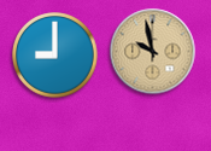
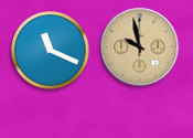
clock at (55, 56): 9:00 -> 11:19
